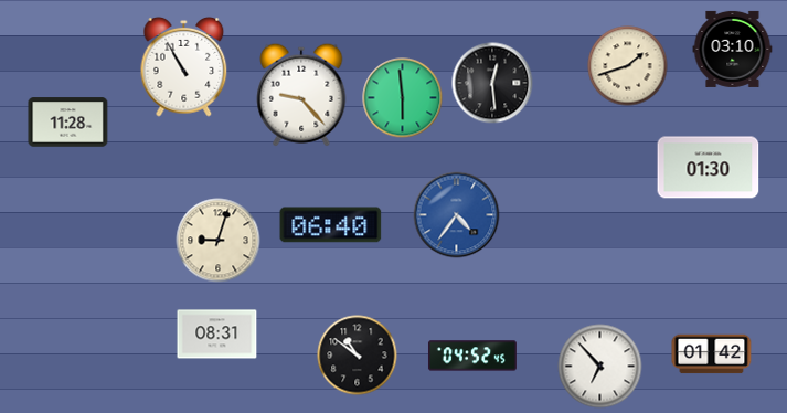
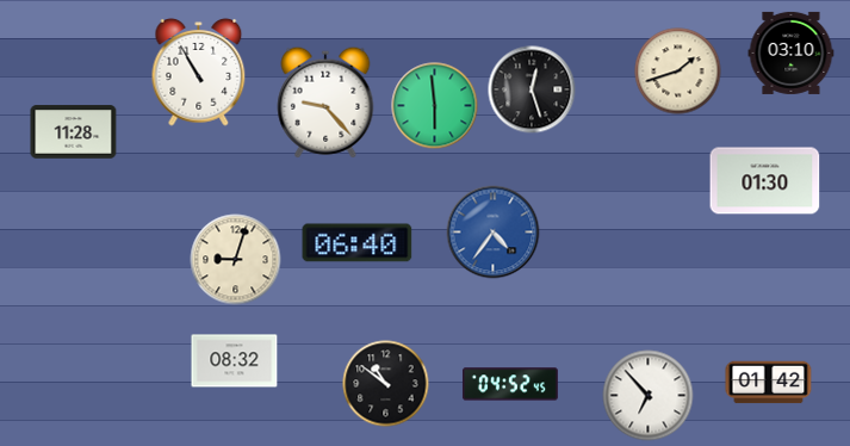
clock at (492, 83): 12:29 -> 12:27
clock at (217, 335): 08:31 -> 08:32
